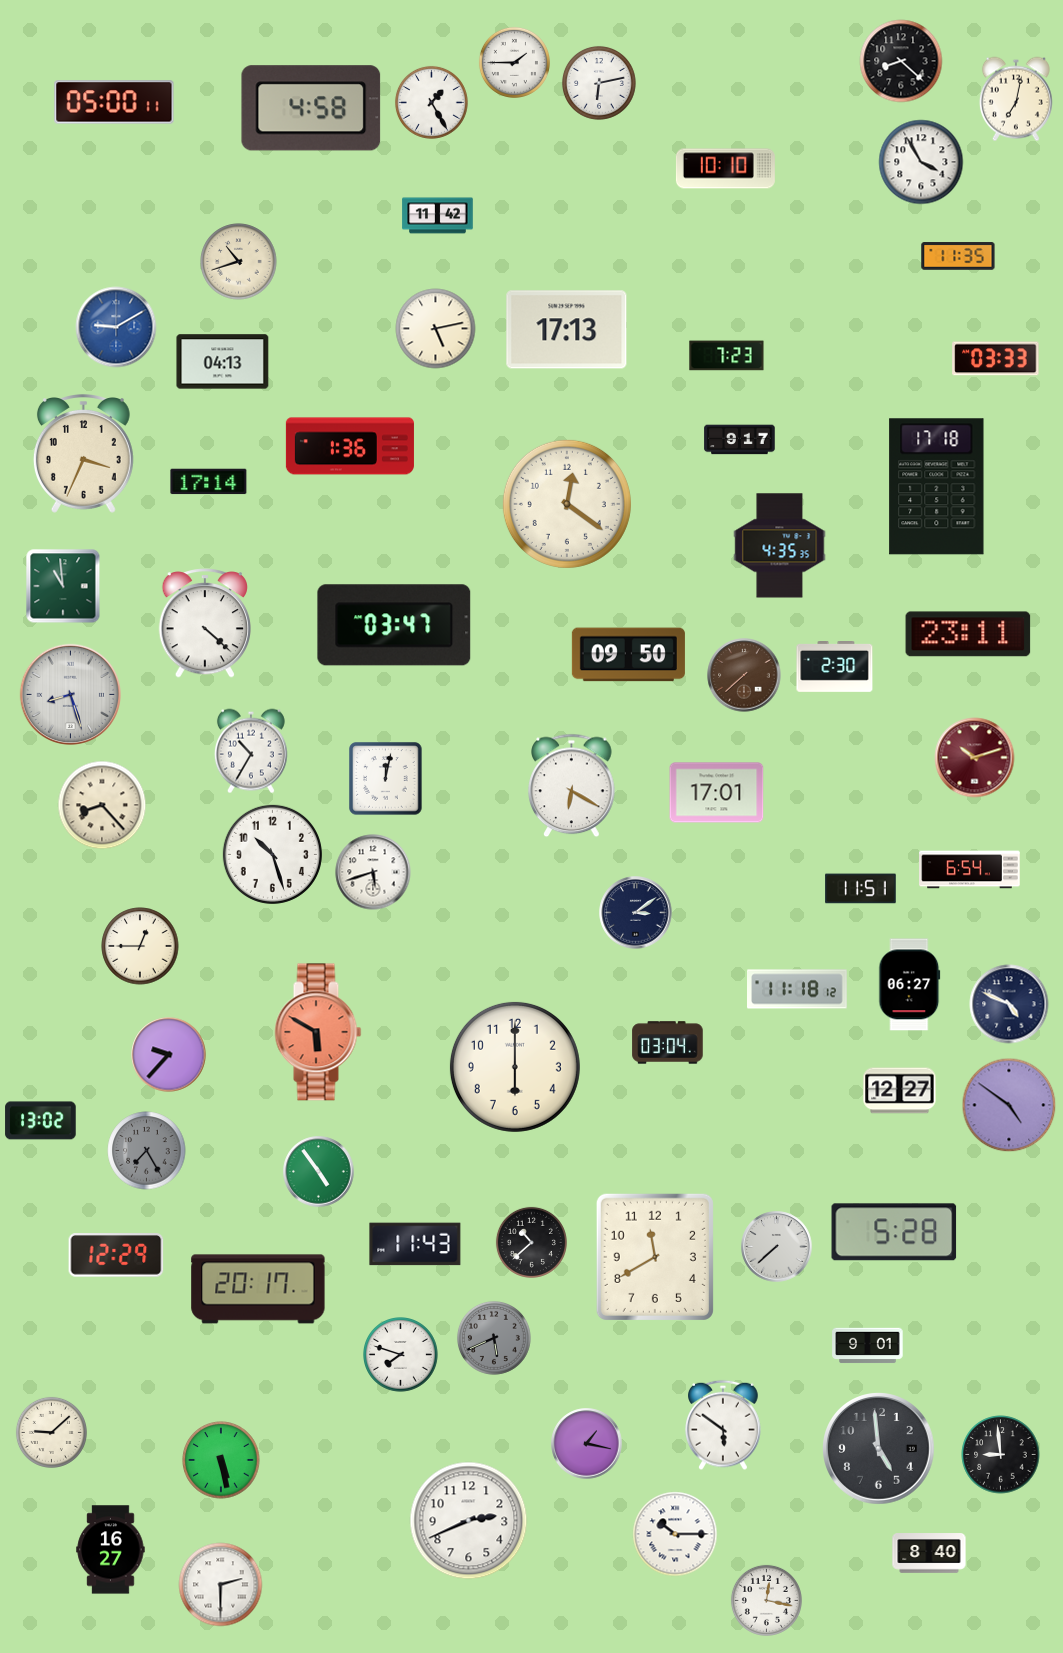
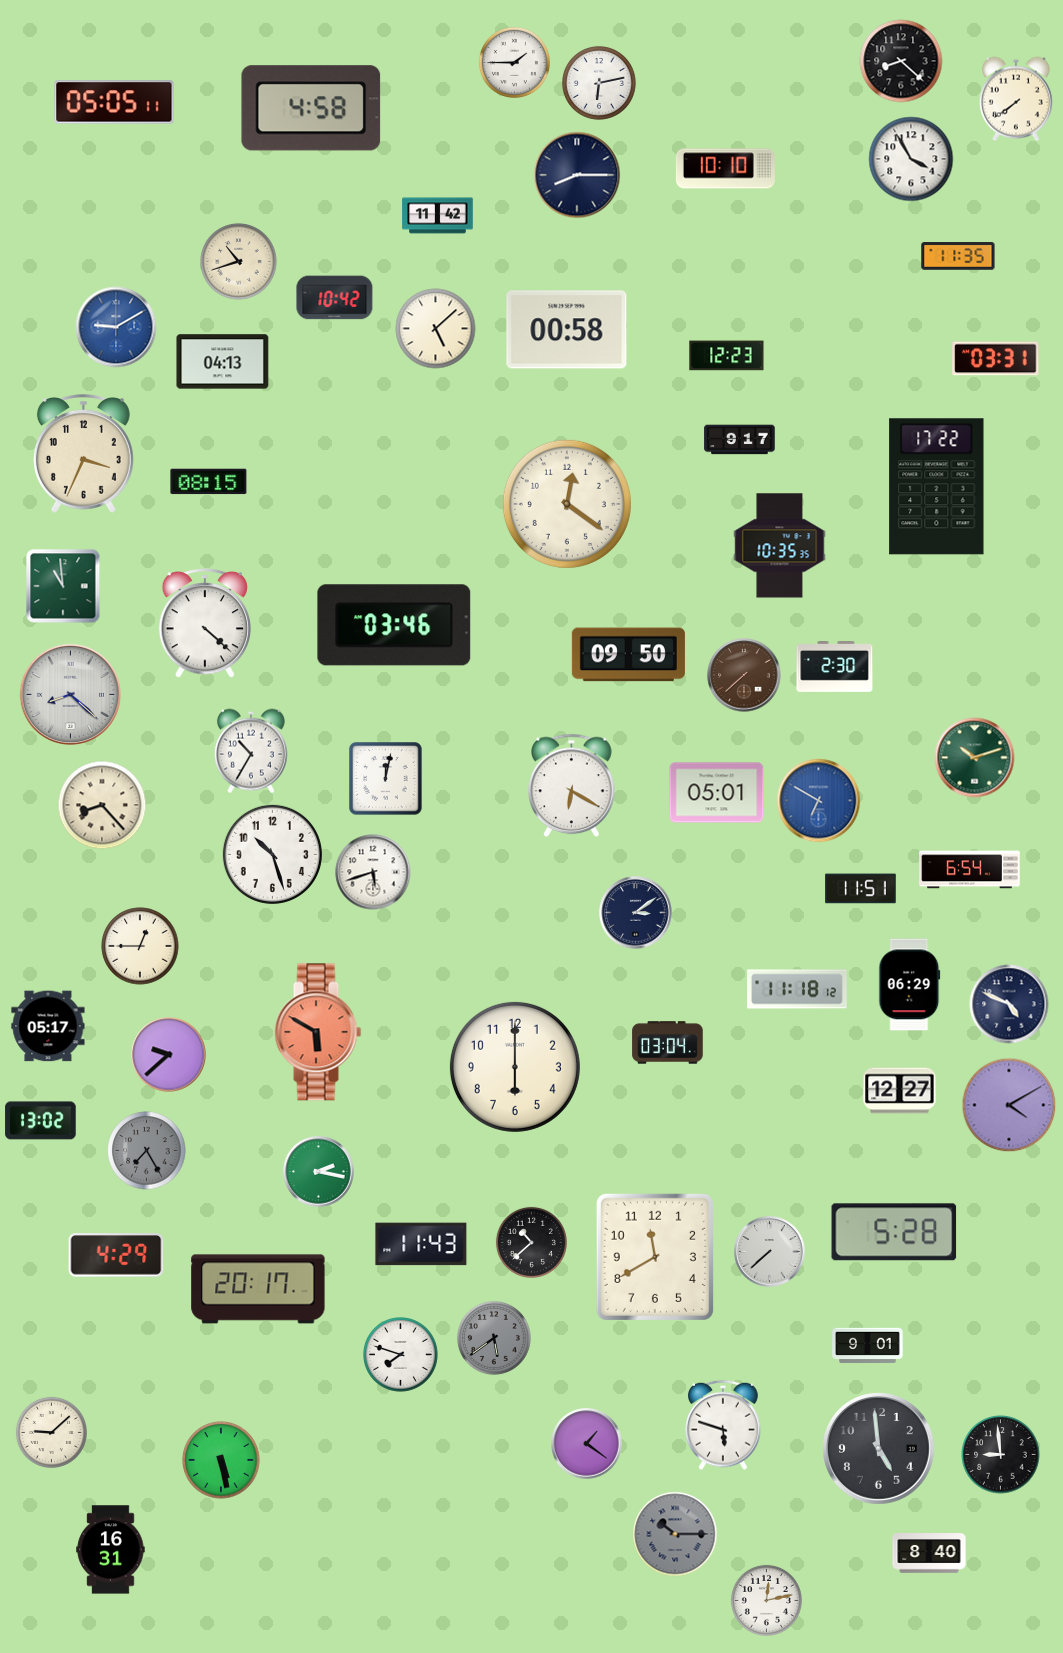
clock at (1016, 99): 7:02 -> 7:39
clock at (114, 102): 05:00 -> 05:05
clock at (431, 102): 1:25 -> none
clock at (921, 162) position: (921, 162) -> (911, 159)
clock at (577, 175): none -> 8:15
clock at (335, 298): none -> 10:42
clock at (436, 329): 5:13 -> 5:08
clock at (567, 330): 17:13 -> 00:58
clock at (727, 356): 7:23 -> 12:23
clock at (996, 359): 03:33 -> 03:31
clock at (350, 446): 1:36 -> none
clock at (209, 482): 17:14 -> 08:15
clock at (937, 487): 17:18 -> 17:22
clock at (780, 546): 4:35 -> 10:35
clock at (394, 625): 03:47 -> 03:46
clock at (968, 634): 23:11 -> none
clock at (70, 694): 8:27 -> 8:22
clock at (975, 758) dial: burgundy -> green
clock at (717, 793): 17:01 -> 05:01
clock at (819, 801): none -> 6:50
clock at (910, 985): 06:27 -> 06:29
clock at (48, 1026): none -> 05:17
clock at (169, 1055): 9:37 -> 9:38
clock at (1009, 1105): 4:51 -> 4:10
clock at (319, 1172): 4:54 -> 2:17
clock at (415, 1244) position: (415, 1244) -> (421, 1244)
clock at (777, 1247) position: (777, 1247) -> (770, 1252)
clock at (116, 1255): 12:29 -> 4:29
clock at (494, 1338): 5:41 -> 5:39
clock at (724, 1425): 5:51 -> 5:48
clock at (587, 1444): 1:17 -> 1:21
clock at (469, 1521): 2:41 -> none
clock at (675, 1534) dial: white -> grey
clock at (111, 1550): 16:27 -> 16:31
clock at (221, 1585): 2:30 -> none
clock at (766, 1600): 12:17 -> 12:13
